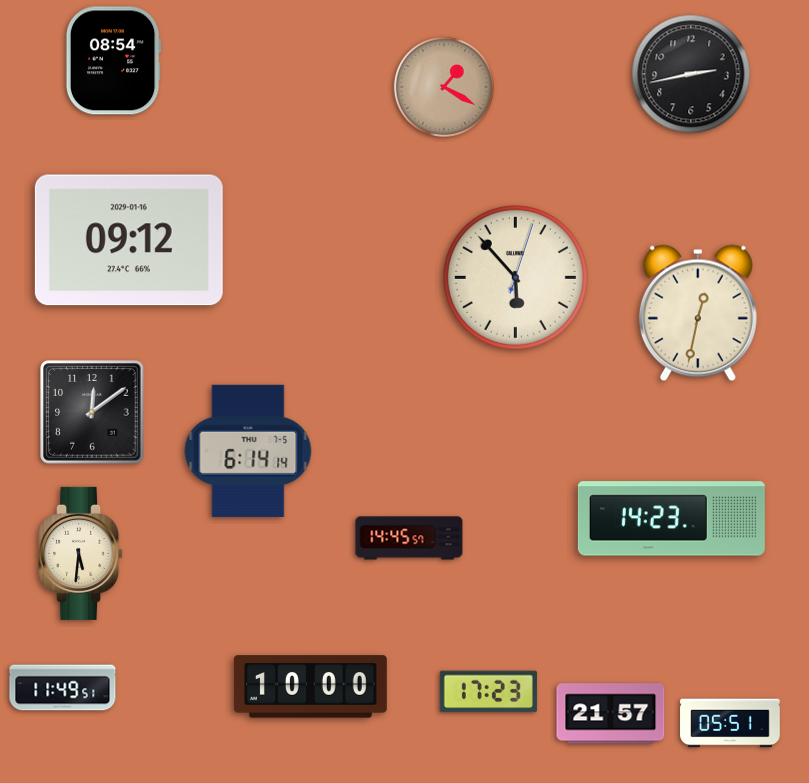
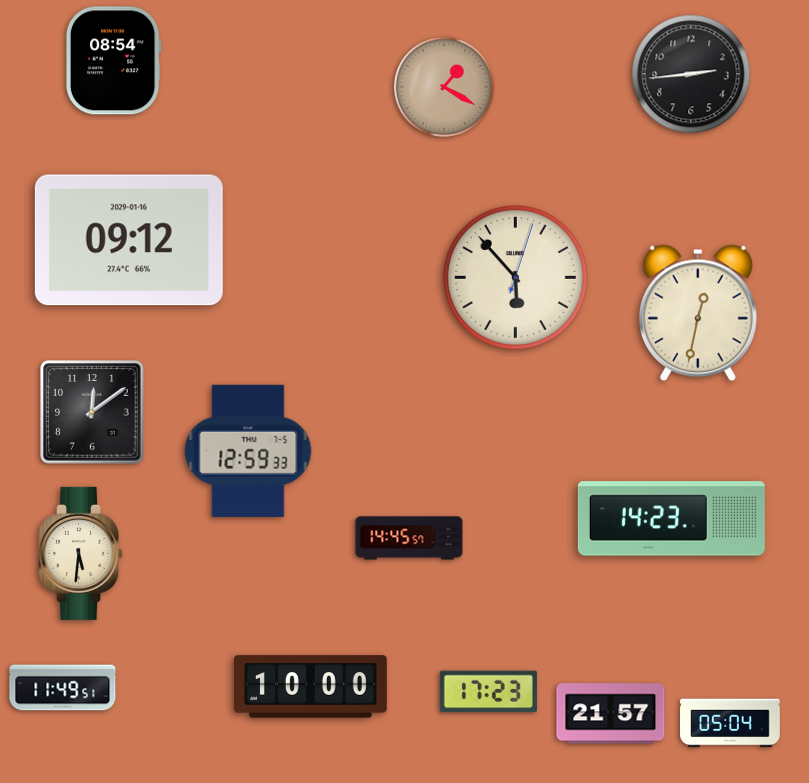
clock at (691, 74): 2:43 -> 2:44
clock at (248, 451): 6:14 -> 12:59
clock at (730, 723): 05:51 -> 05:04
